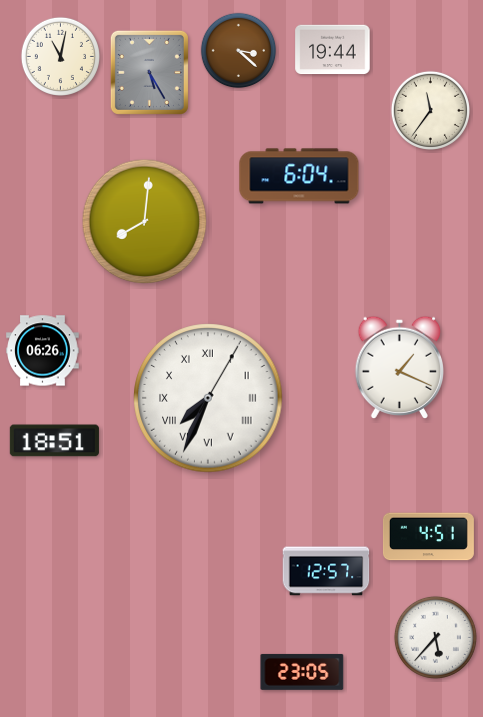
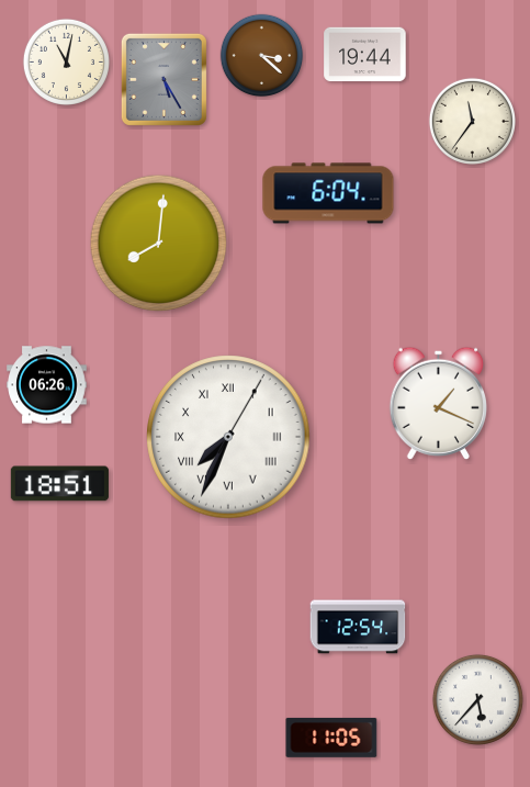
clock at (428, 537): 4:51 -> none
clock at (326, 571): 12:57 -> 12:54
clock at (302, 672): 23:05 -> 11:05
